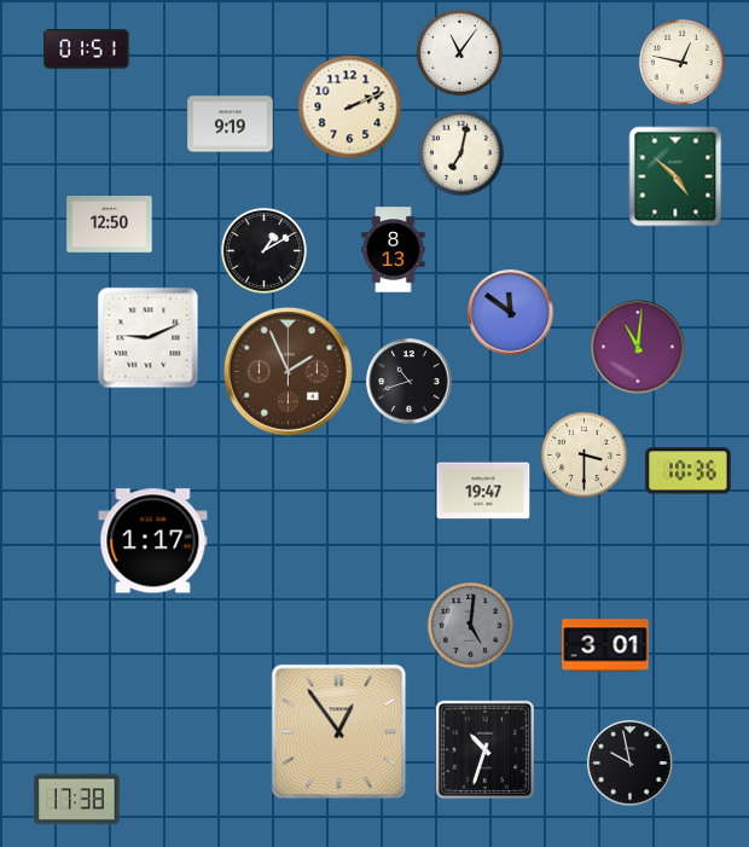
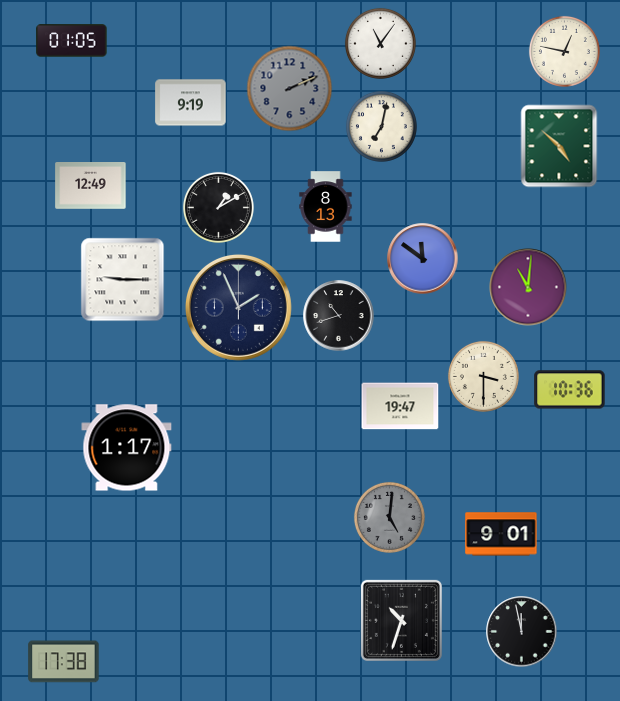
clock at (87, 50): 01:51 -> 01:05
clock at (350, 108) dial: cream -> grey
clock at (110, 225): 12:50 -> 12:49
clock at (149, 338): 9:11 -> 9:15
clock at (288, 371) dial: brown -> navy
clock at (605, 645): 3:01 -> 9:01
clock at (339, 732): 12:54 -> none
clock at (631, 764): 9:58 -> 11:58
